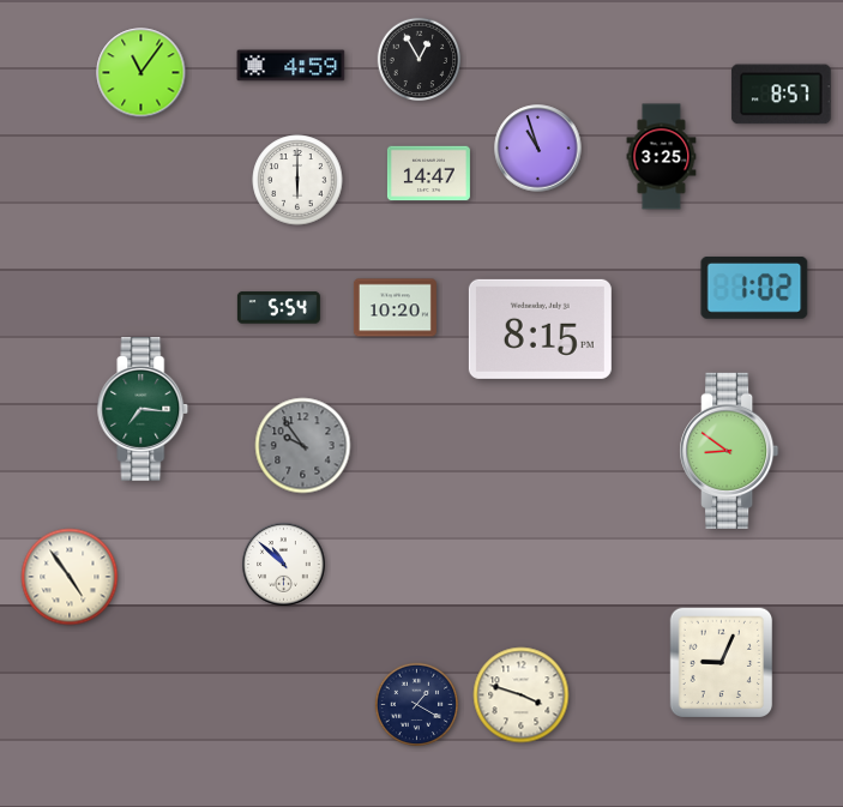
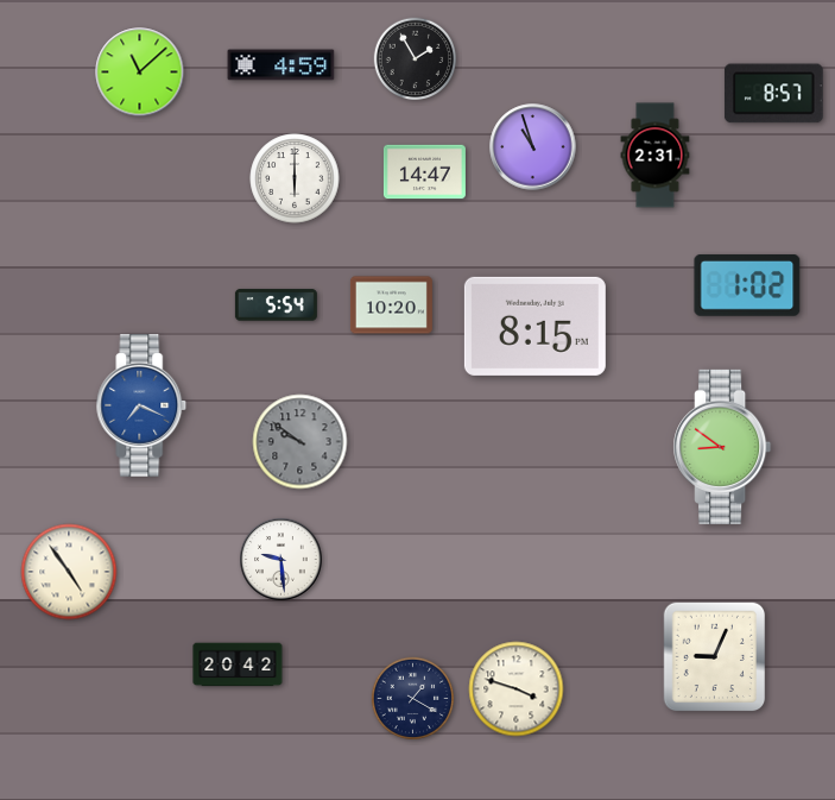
clock at (420, 60): 12:55 -> 1:55
clock at (291, 66) position: (291, 66) -> (282, 65)
clock at (141, 73): 11:06 -> 11:08
clock at (662, 157): 3:25 -> 2:31
clock at (143, 409): 7:16 -> 7:19
clock at (143, 409) dial: green -> blue
clock at (303, 446): 9:54 -> 9:51
clock at (284, 565): 10:52 -> 9:29
clock at (238, 664): none -> 20:42
